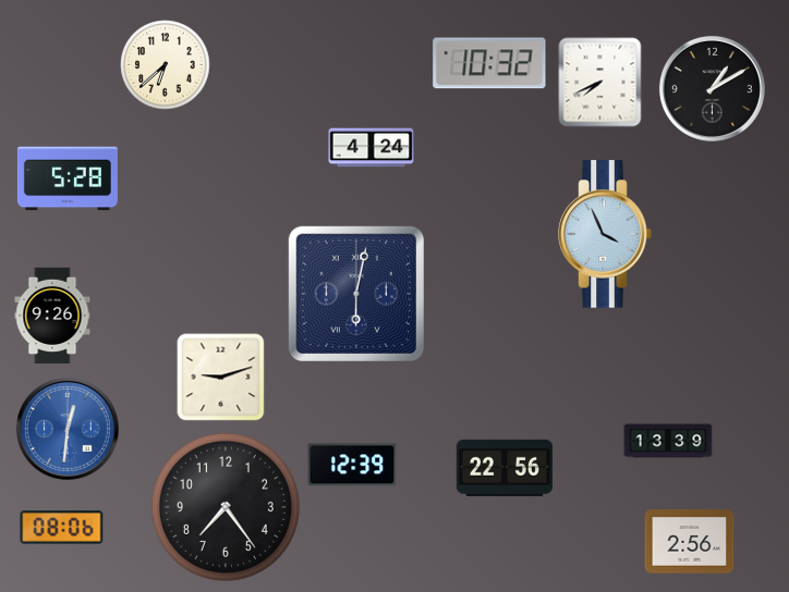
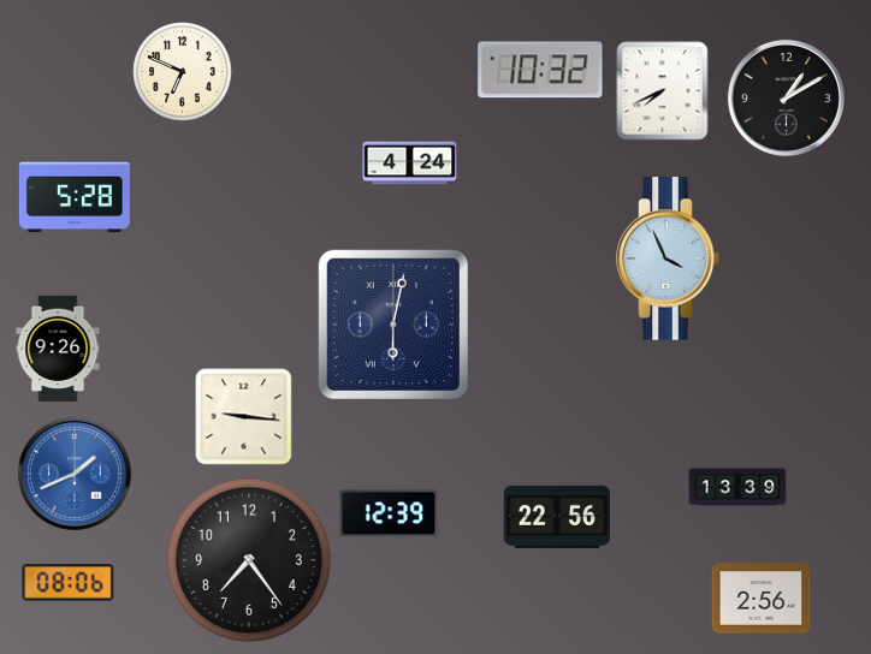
clock at (166, 65): 6:38 -> 6:49
clock at (221, 378): 9:12 -> 9:16
clock at (68, 429): 12:31 -> 1:41
